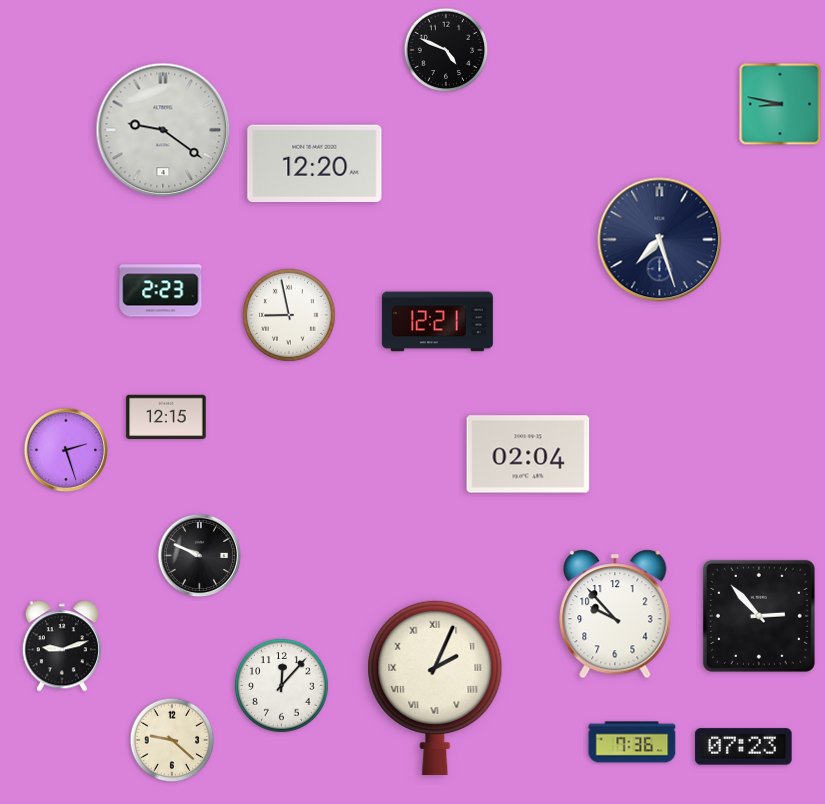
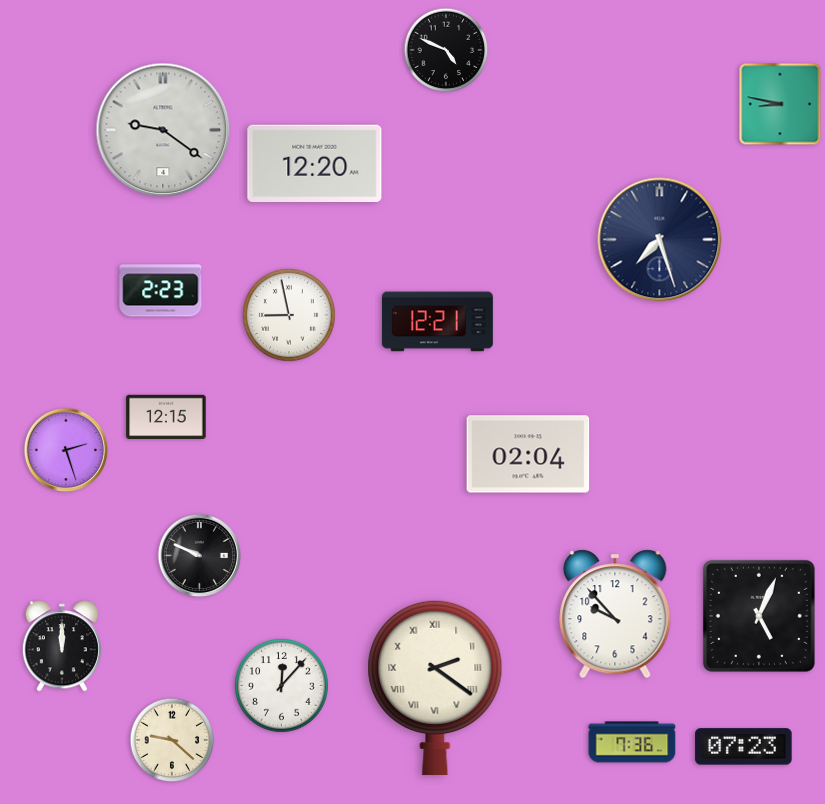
clock at (759, 616): 2:53 -> 5:04
clock at (62, 646): 9:12 -> 12:00
clock at (435, 688): 2:04 -> 2:21
